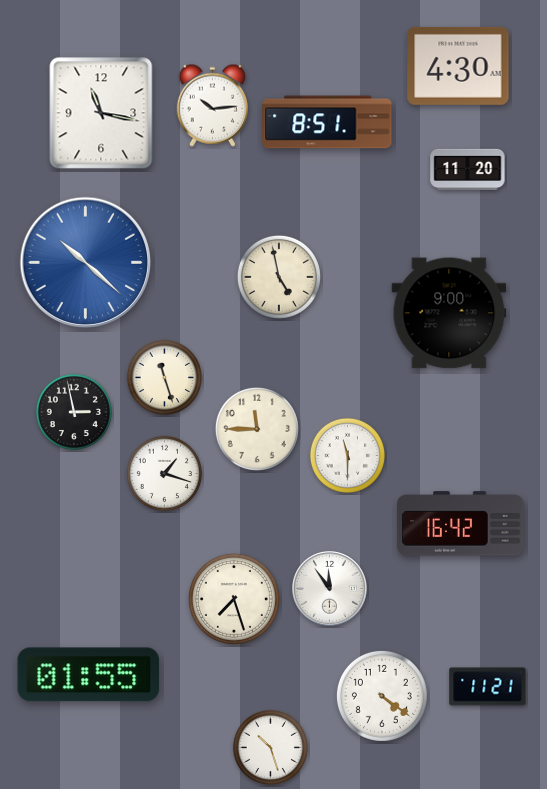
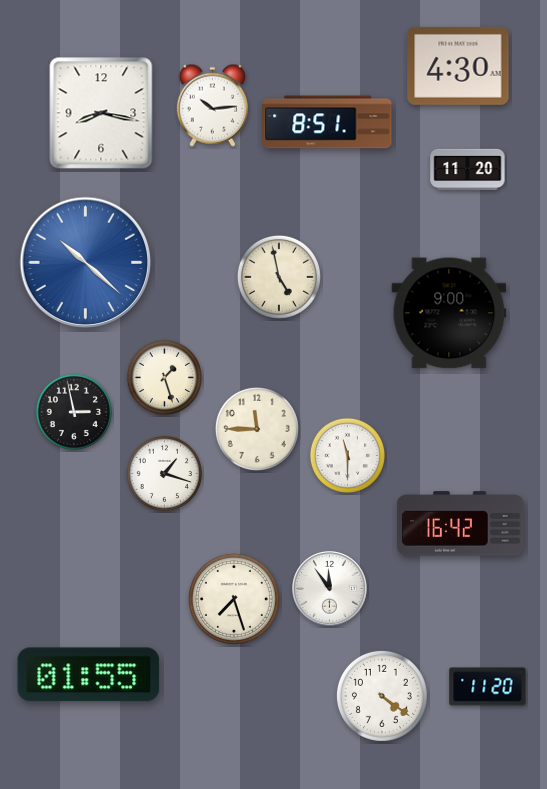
clock at (101, 113): 11:17 -> 8:17
clock at (164, 377): 11:27 -> 1:27
clock at (488, 687): 11:21 -> 11:20
clock at (270, 747): 10:27 -> none
